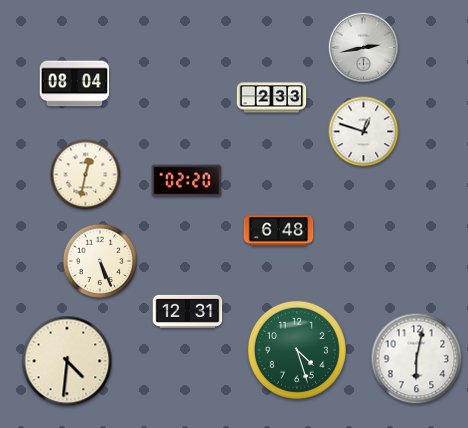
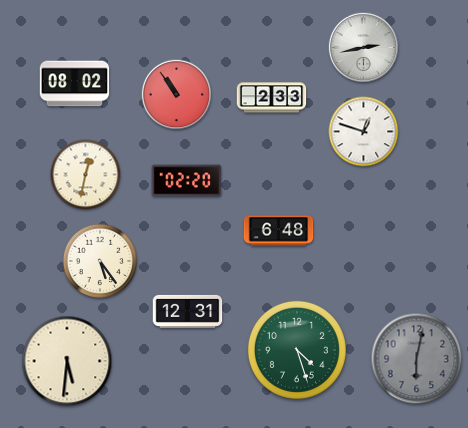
clock at (75, 84): 08:04 -> 08:02
clock at (177, 95): none -> 10:54
clock at (100, 261): 5:26 -> 5:24
clock at (417, 359) dial: white -> grey
clock at (67, 361): 4:31 -> 5:31
